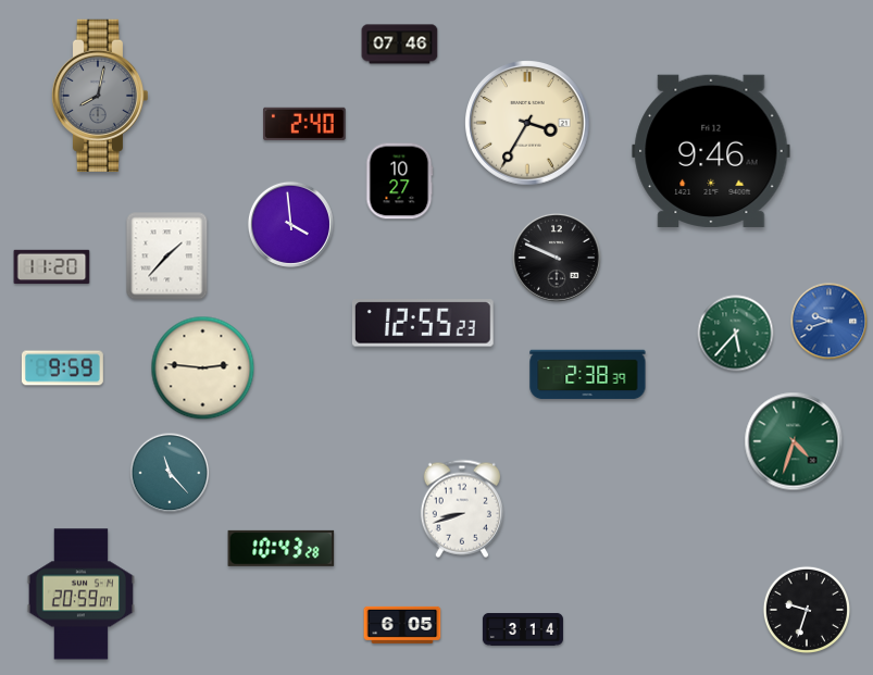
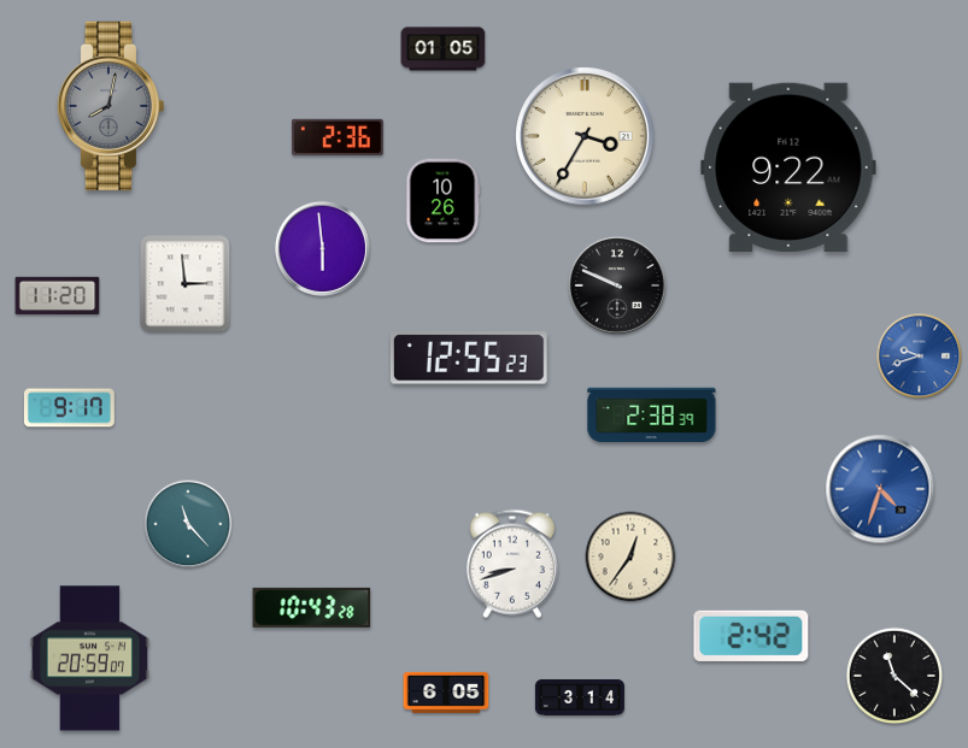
clock at (400, 45): 07:46 -> 01:05
clock at (305, 124): 2:40 -> 2:36
clock at (711, 151): 9:46 -> 9:22
clock at (399, 182): 10:27 -> 10:26
clock at (290, 224): 3:59 -> 5:59
clock at (167, 257): 1:37 -> 2:59
clock at (736, 334): 5:37 -> none
clock at (62, 368): 9:59 -> 9:17
clock at (203, 368): 2:46 -> none
clock at (794, 441) dial: green -> blue
clock at (630, 556): none -> 12:36
clock at (751, 636): none -> 2:42
clock at (806, 609): 9:33 -> 11:22
